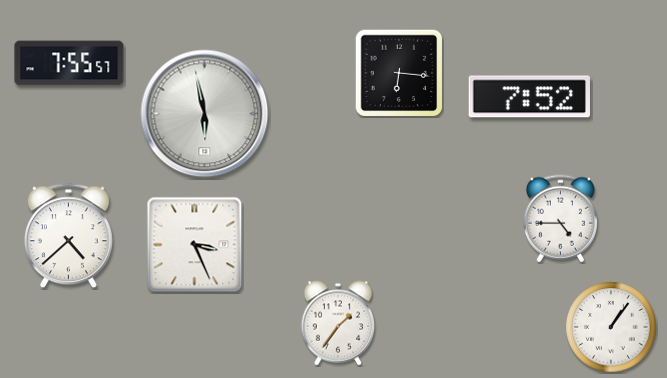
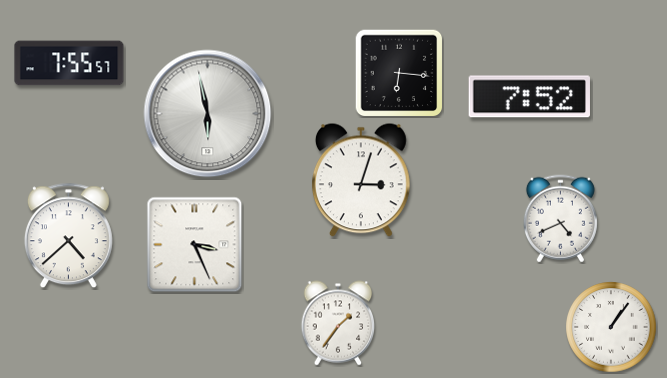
clock at (205, 114) position: (205, 114) -> (208, 114)
clock at (361, 180): none -> 3:03
clock at (560, 219): 4:45 -> 4:41
